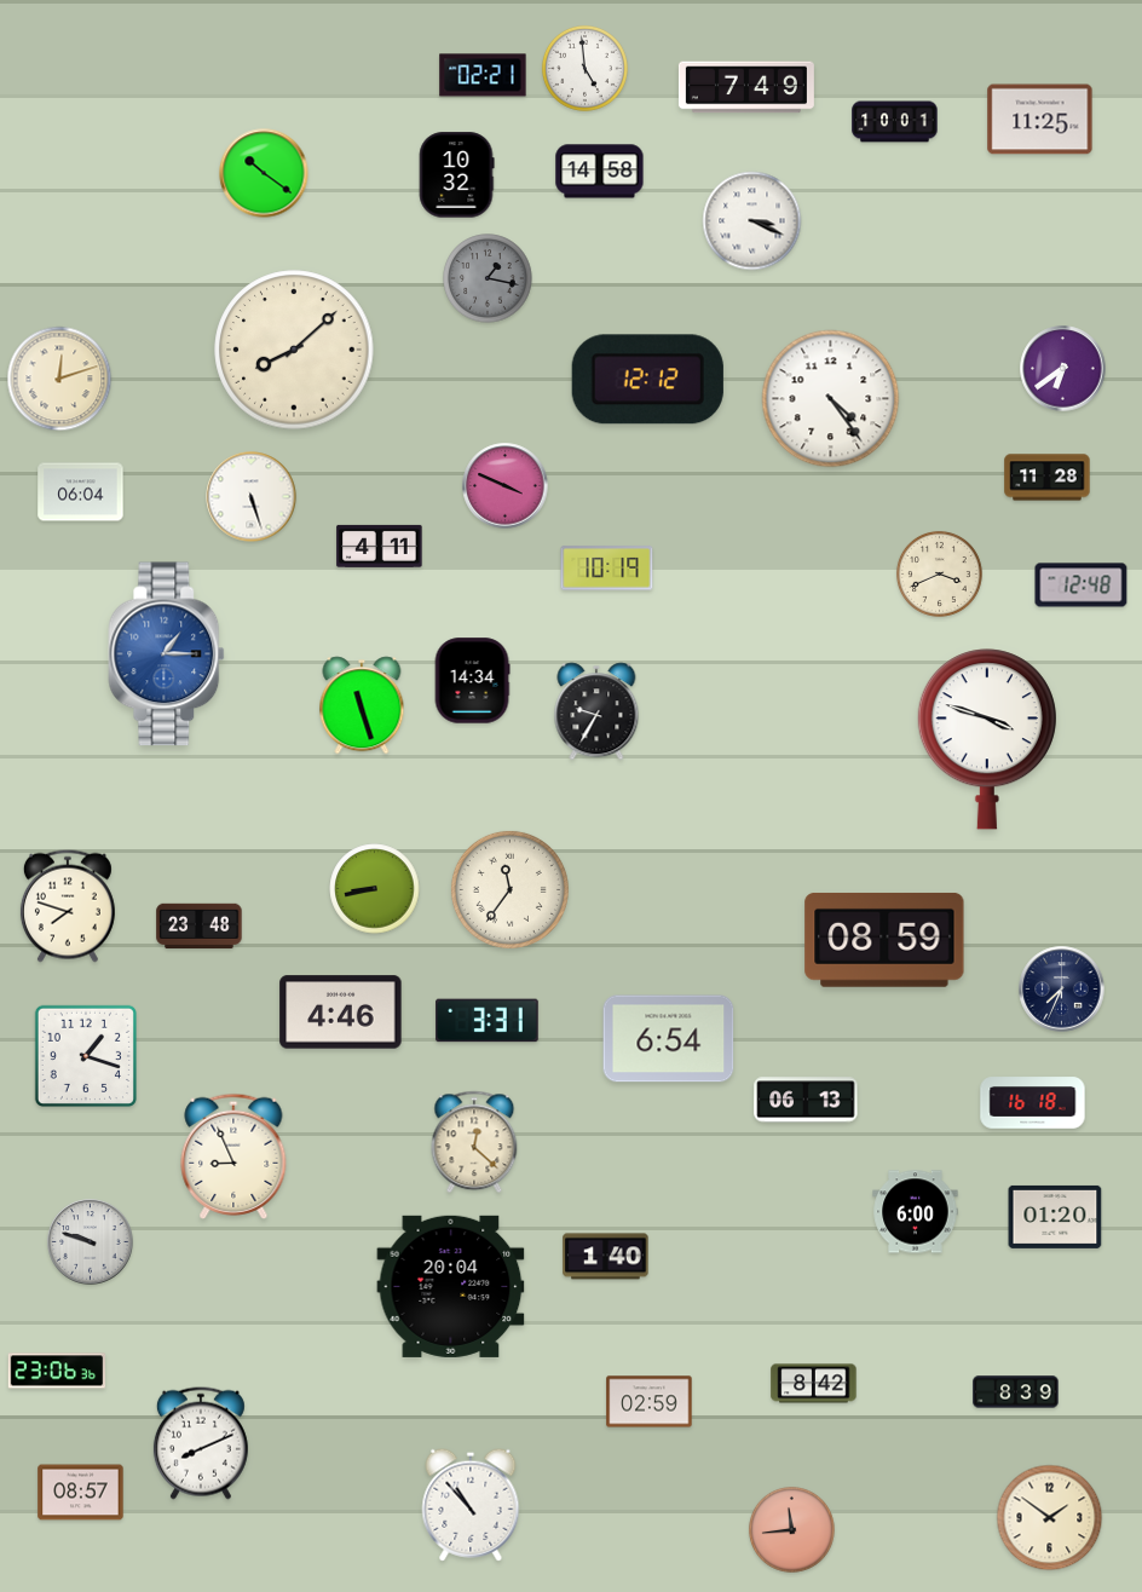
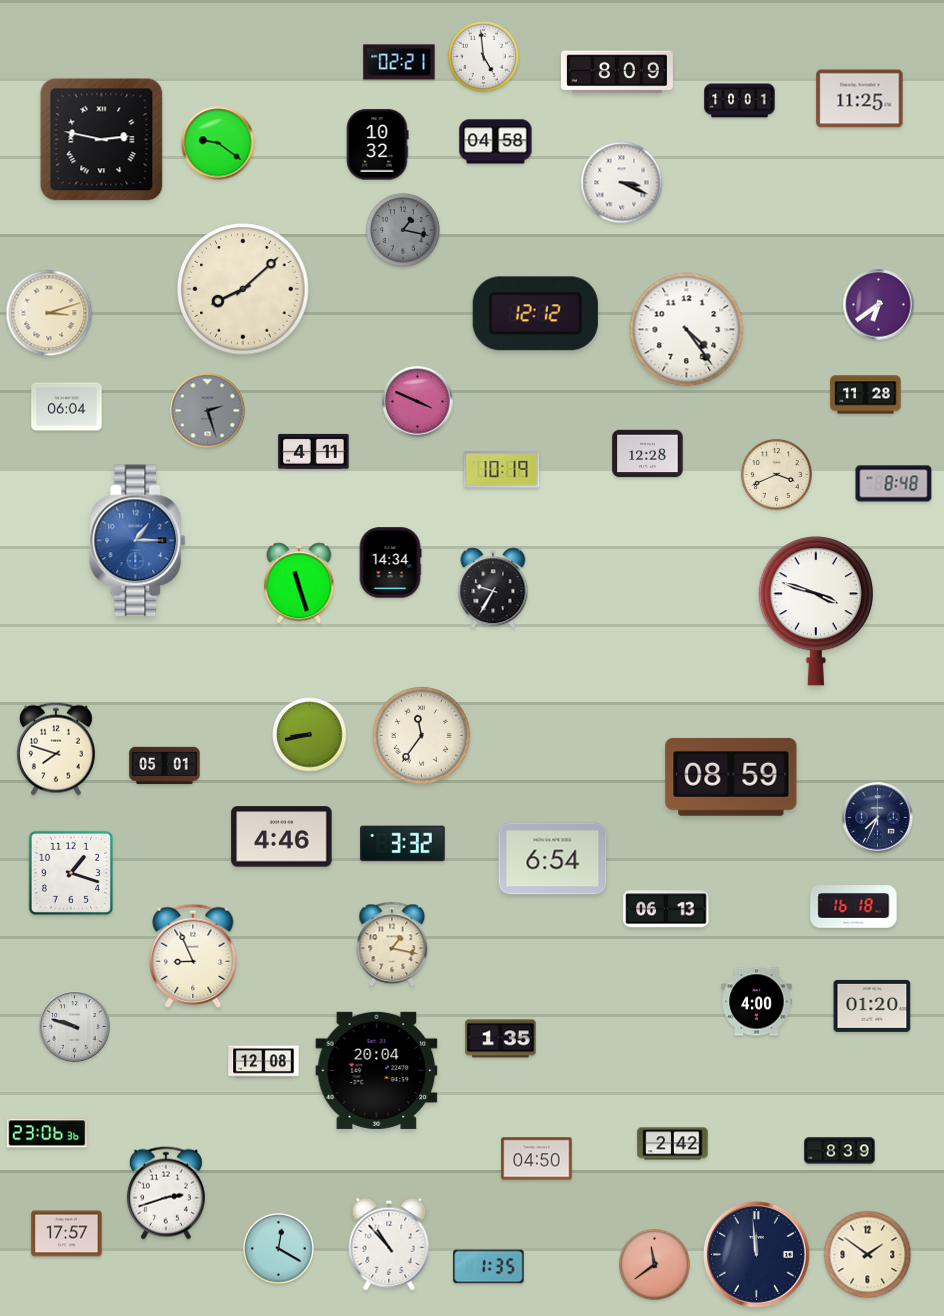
clock at (746, 87): 7:49 -> 8:09
clock at (102, 140): none -> 2:47
clock at (600, 172): 14:58 -> 04:58
clock at (264, 173): 10:21 -> 9:21
clock at (59, 379): 12:12 -> 3:12
clock at (252, 497): 5:27 -> 2:27
clock at (252, 497) dial: white -> grey
clock at (648, 454): none -> 12:28
clock at (1082, 586): 12:48 -> 8:48
clock at (200, 927): 23:48 -> 05:01
clock at (488, 1021): 3:31 -> 3:32
clock at (1033, 1103) position: (1033, 1103) -> (854, 907)
clock at (474, 1142): 12:22 -> 1:17
clock at (916, 1212): 6:00 -> 4:00
clock at (606, 1257): 1:40 -> 1:35
clock at (264, 1062): none -> 12:08
clock at (451, 1286) position: (451, 1286) -> (377, 1070)
clock at (814, 1384): 8:42 -> 2:42
clock at (650, 1402): 02:59 -> 04:50
clock at (201, 1443): 8:11 -> 2:42
clock at (81, 1493): 08:57 -> 17:57
clock at (278, 1248): none -> 12:20
clock at (757, 1255): none -> 11:59
clock at (791, 1529): 11:44 -> 11:39
clock at (489, 1267): none -> 1:35
